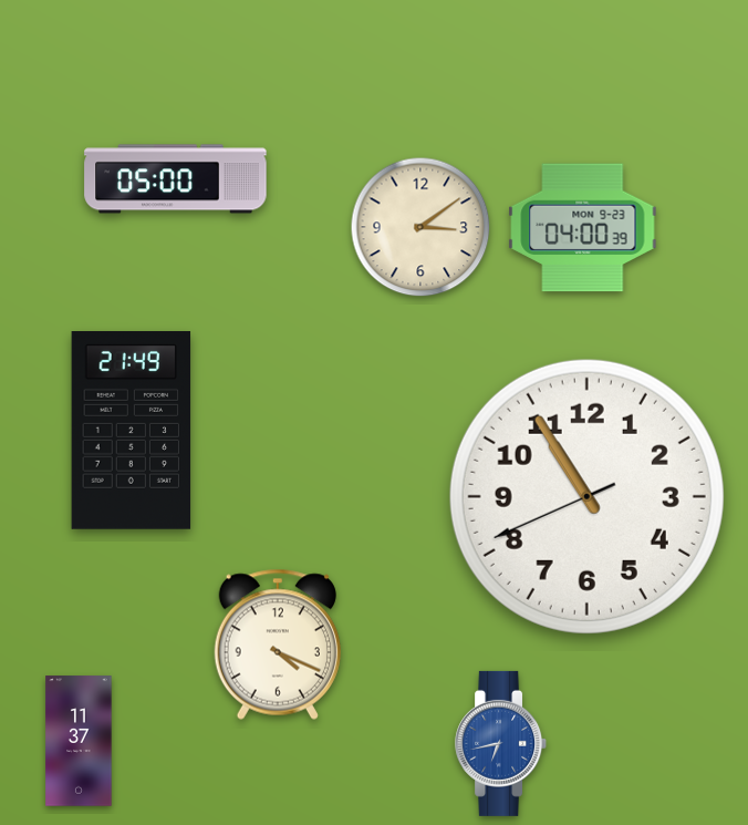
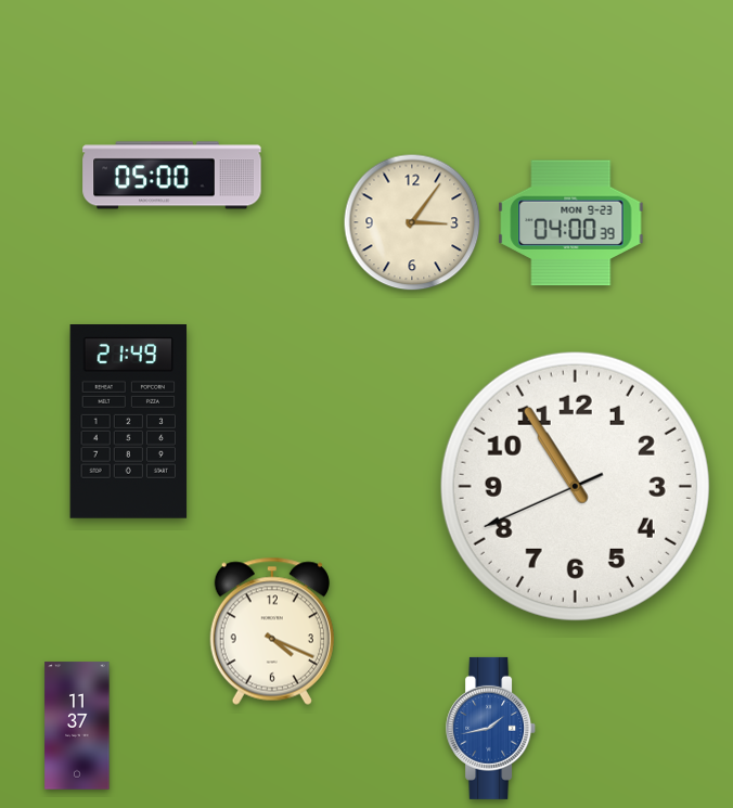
clock at (420, 227): 3:09 -> 3:06
clock at (501, 743): 6:43 -> 1:43
